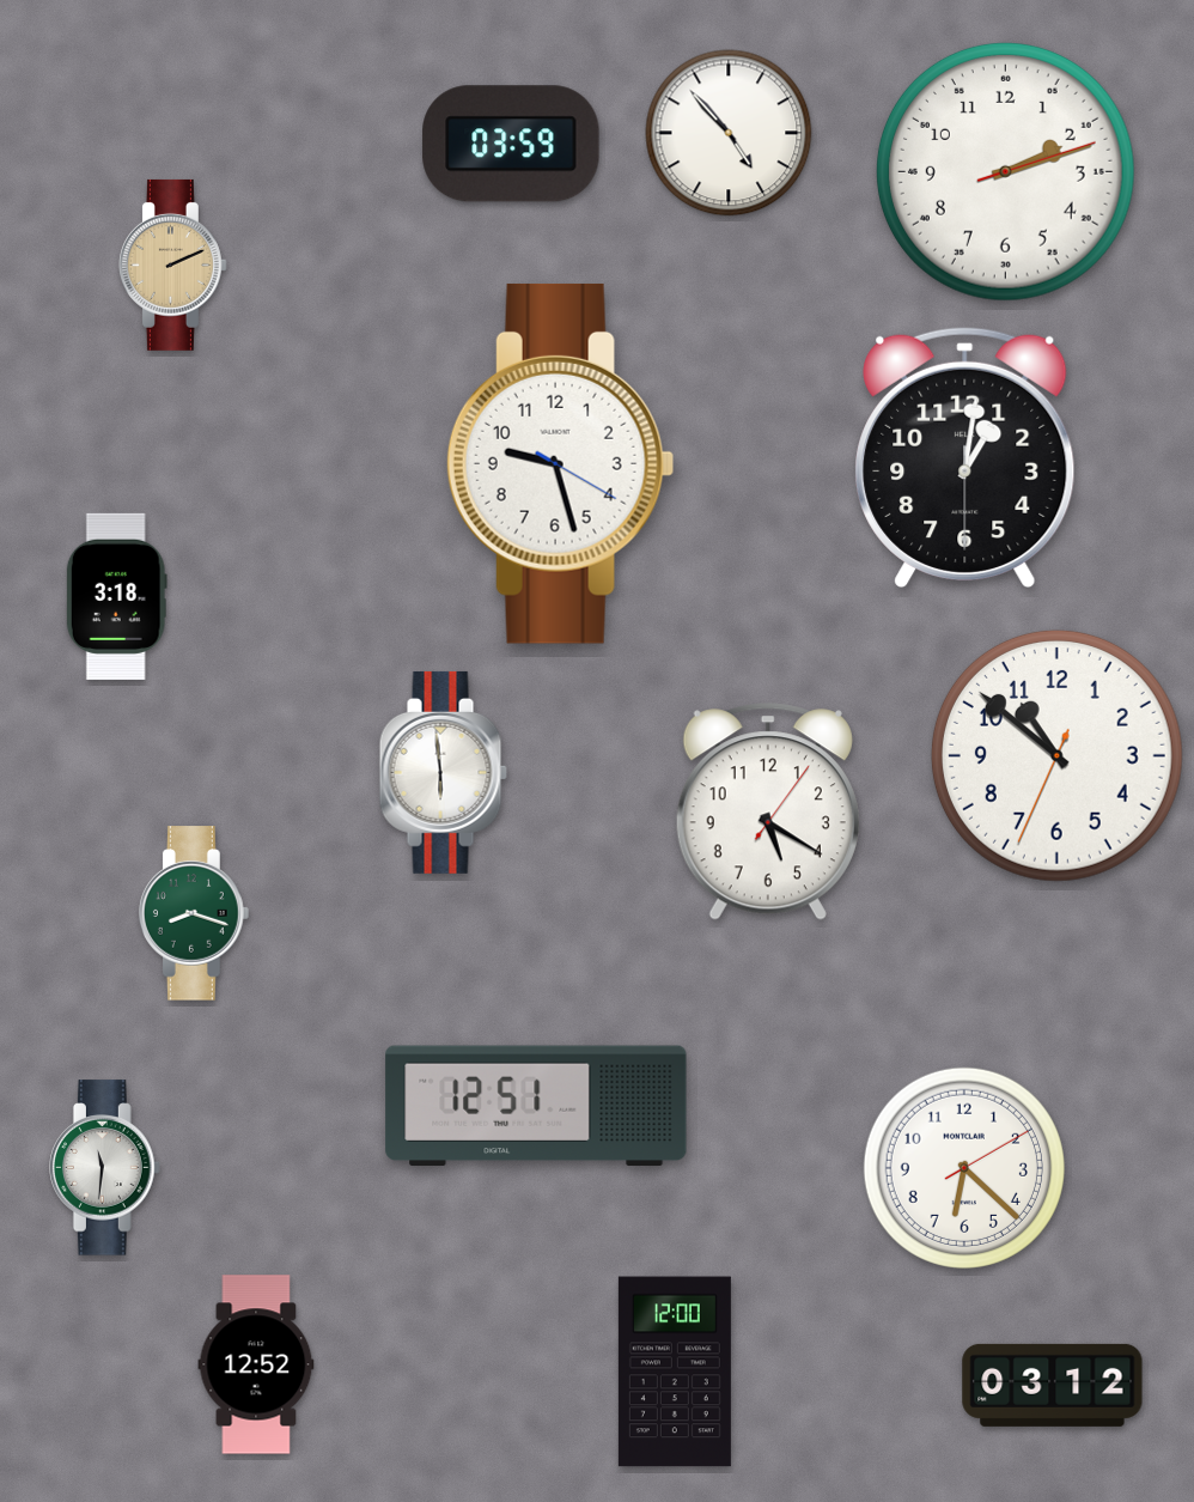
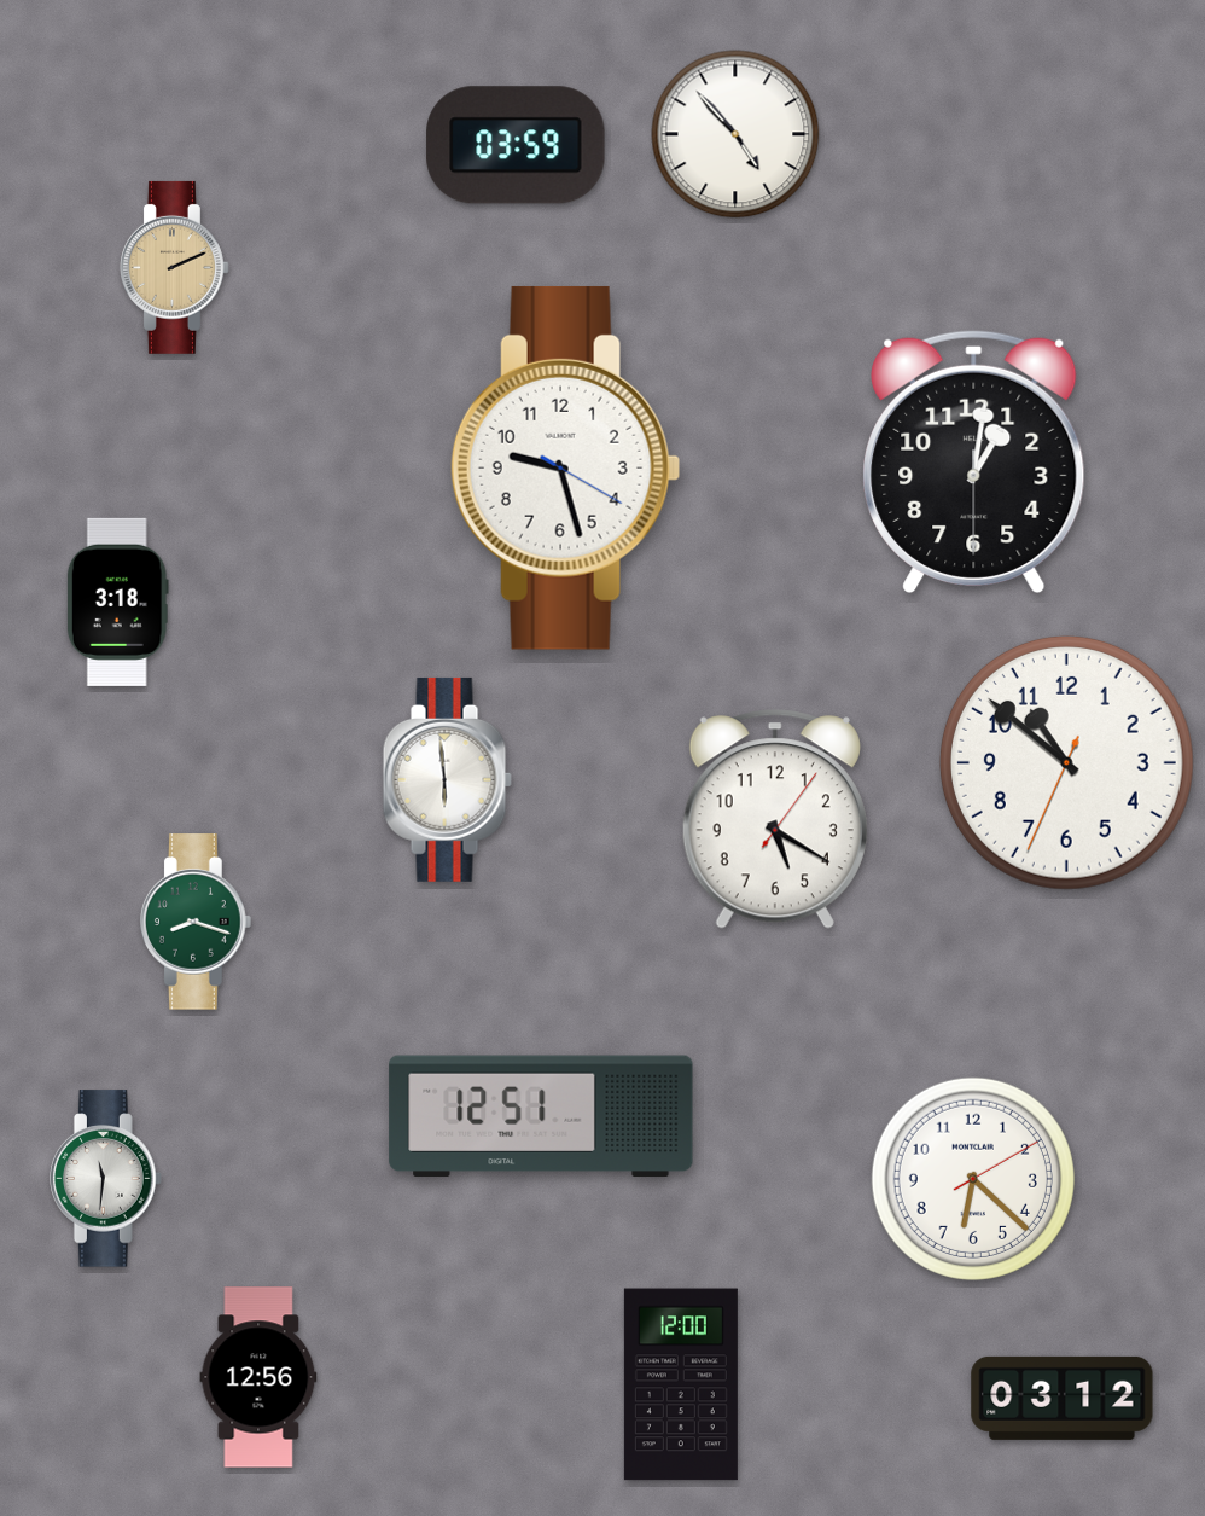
clock at (1005, 171): 2:12 -> none
clock at (256, 1364): 12:52 -> 12:56
